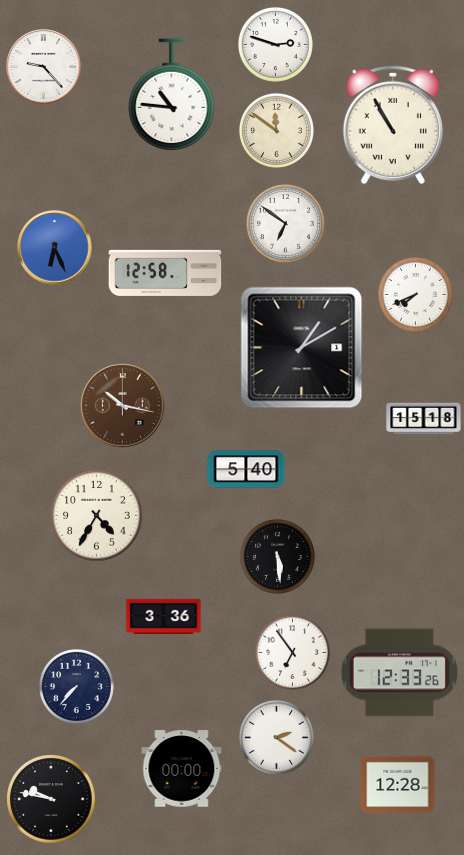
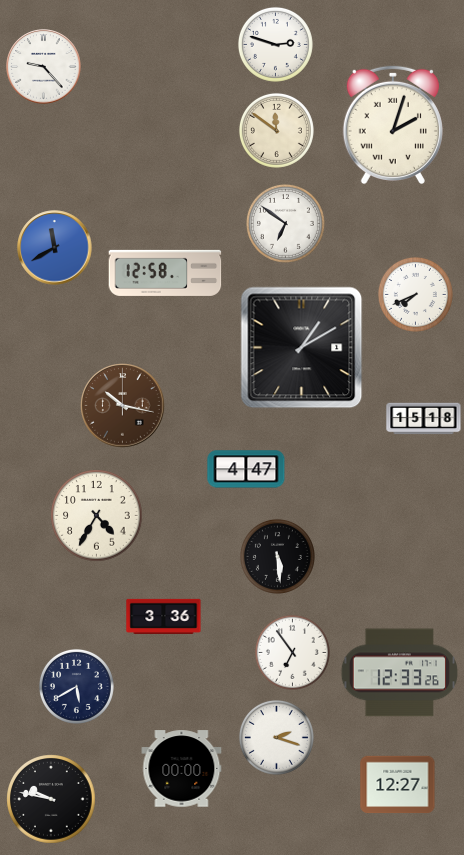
clock at (172, 95): 10:46 -> none
clock at (393, 125): 10:55 -> 2:03
clock at (55, 248): 6:26 -> 11:40
clock at (246, 469): 5:40 -> 4:47
clock at (76, 686): 7:37 -> 5:40
clock at (276, 737): 2:21 -> 2:18
clock at (398, 785): 12:28 -> 12:27
